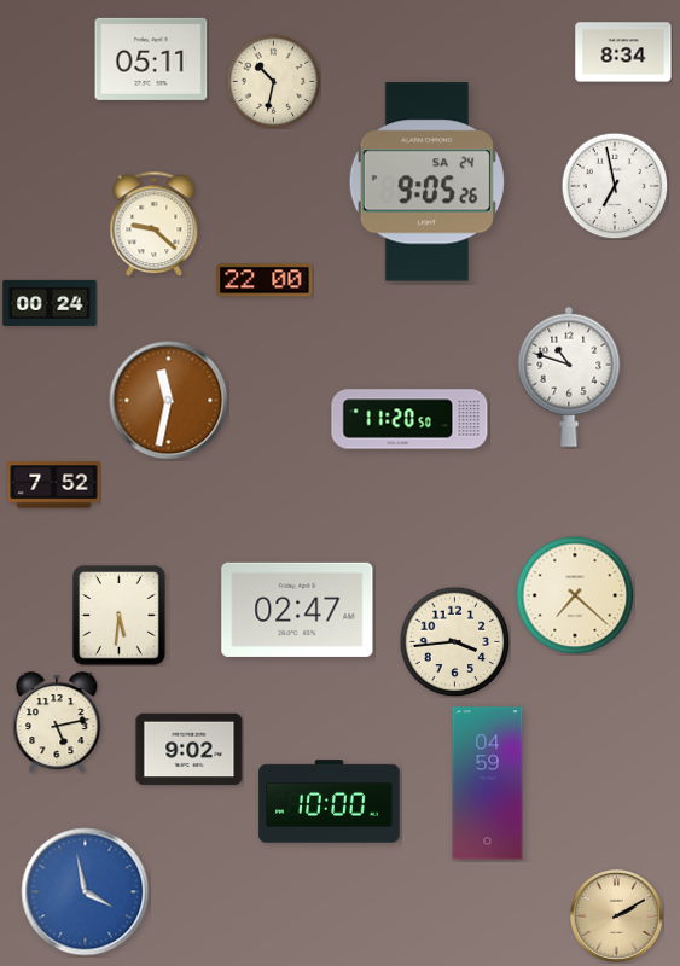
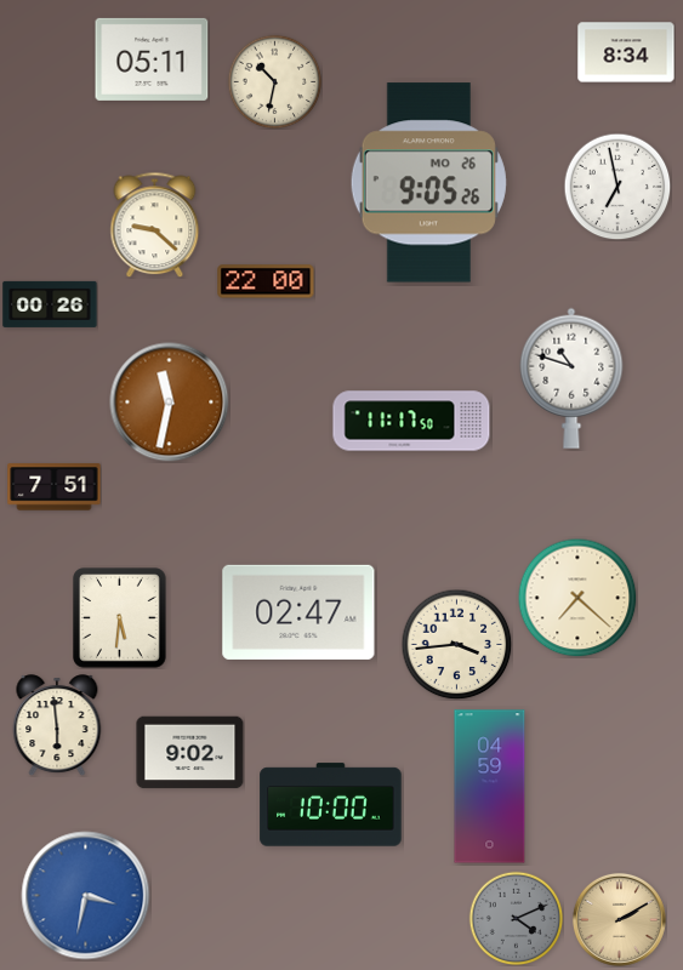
clock at (426, 182) date: SA 24 -> MO 26
clock at (50, 303): 00:24 -> 00:26
clock at (409, 419): 11:20 -> 11:17
clock at (54, 485): 7:52 -> 7:51
clock at (57, 722): 5:13 -> 5:59
clock at (86, 892): 3:58 -> 3:32
clock at (516, 918): none -> 4:11
